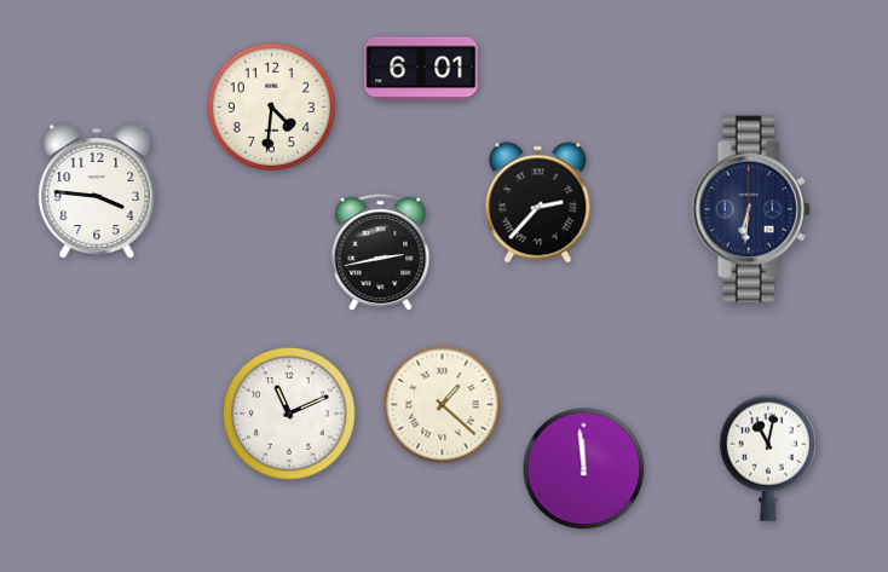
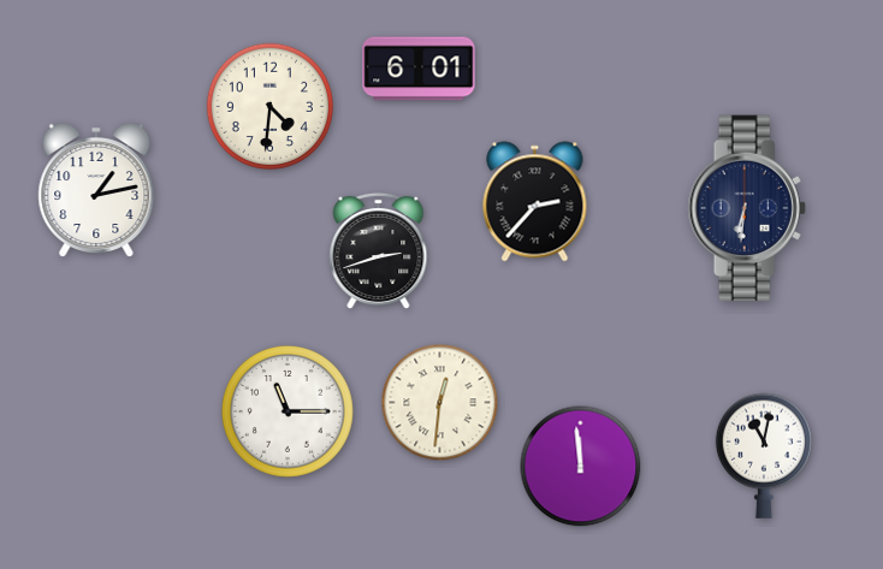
clock at (97, 190): 3:46 -> 1:13
clock at (381, 253): 2:43 -> 2:42
clock at (443, 405): 1:22 -> 12:31
clock at (289, 414): 11:11 -> 11:15
